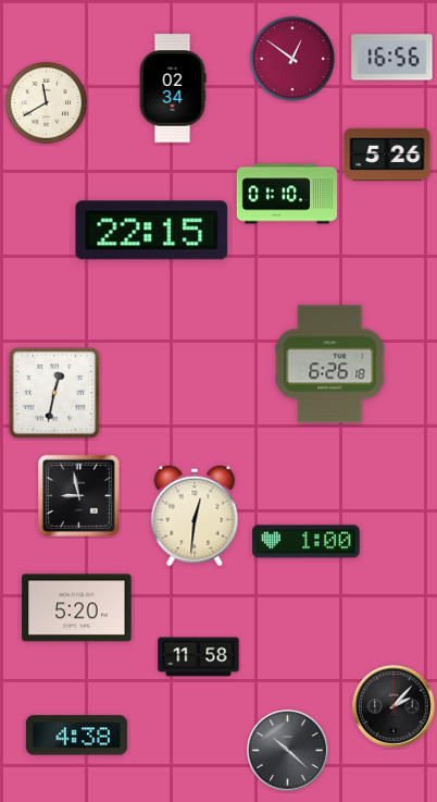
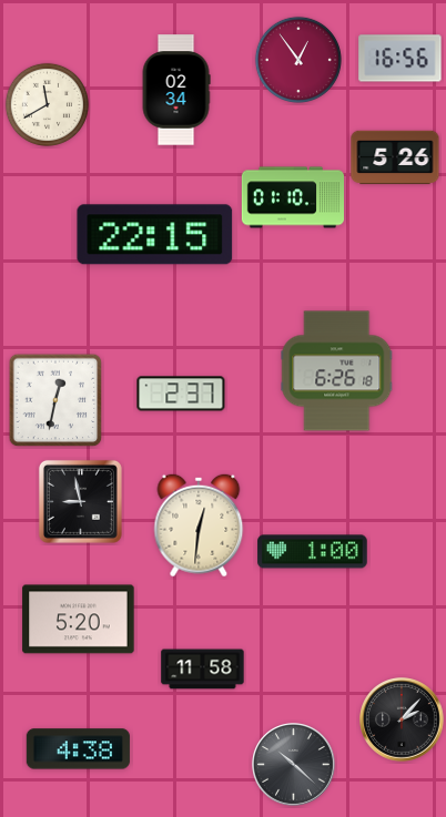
clock at (292, 59): 12:51 -> 12:54
clock at (181, 394): none -> 2:37
clock at (78, 495) position: (78, 495) -> (80, 501)
